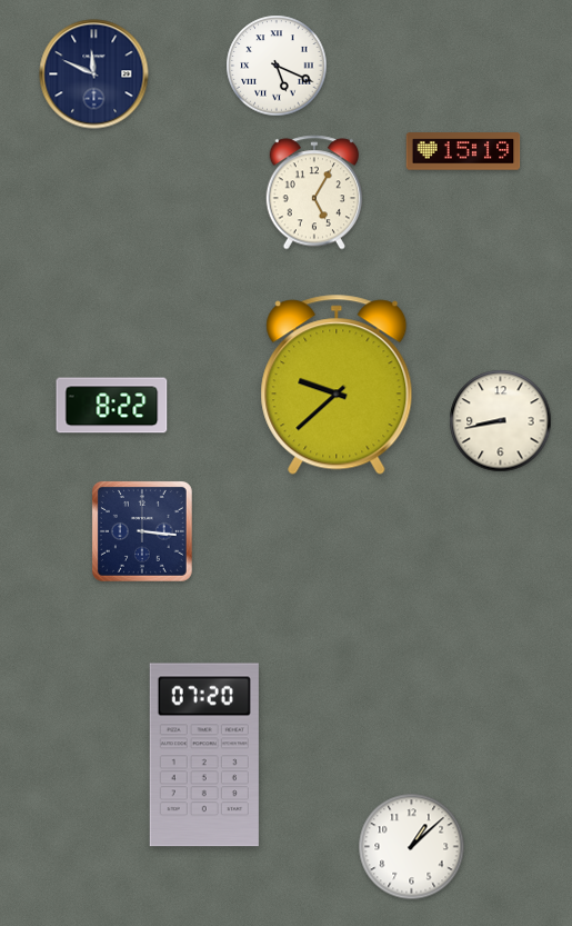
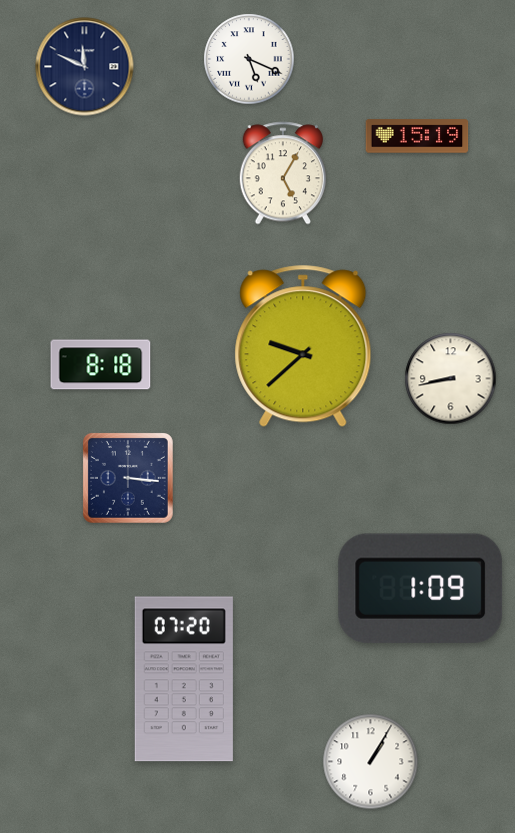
clock at (112, 406): 8:22 -> 8:18
clock at (421, 588): none -> 1:09
clock at (412, 847): 1:08 -> 1:05
